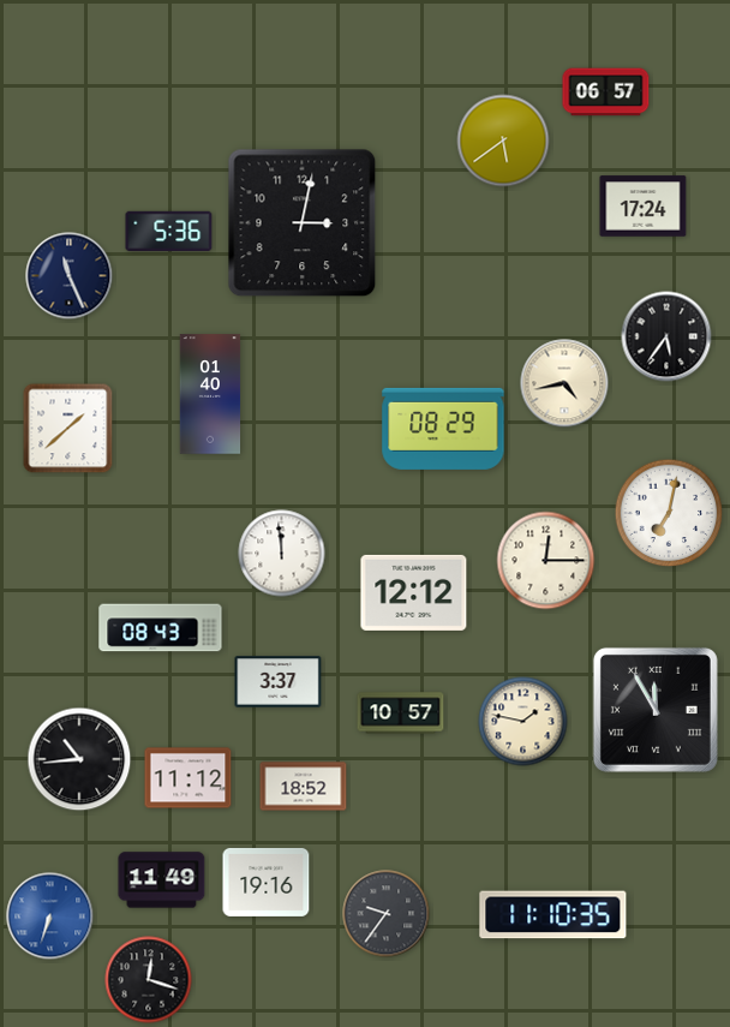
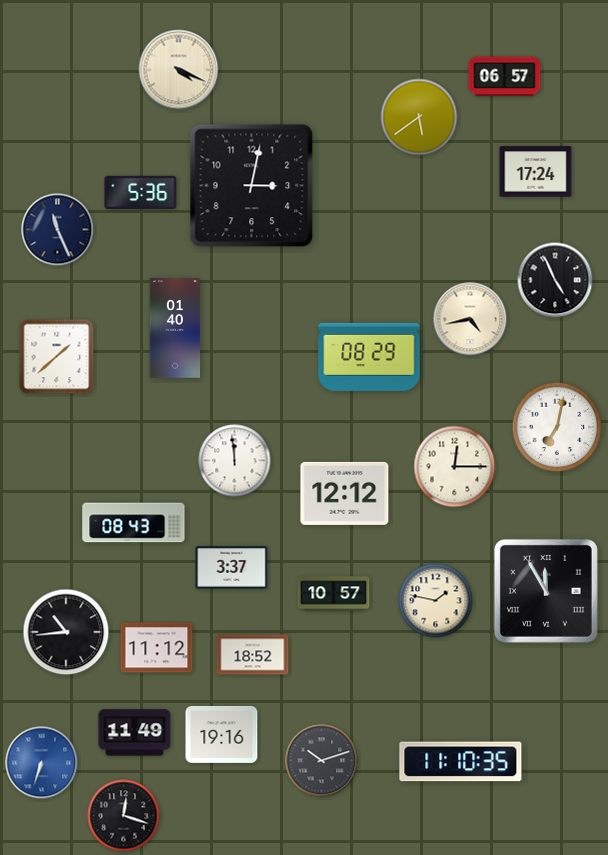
clock at (179, 70): none -> 4:19
clock at (666, 336): 5:36 -> 4:56
clock at (387, 914): 9:36 -> 10:12
